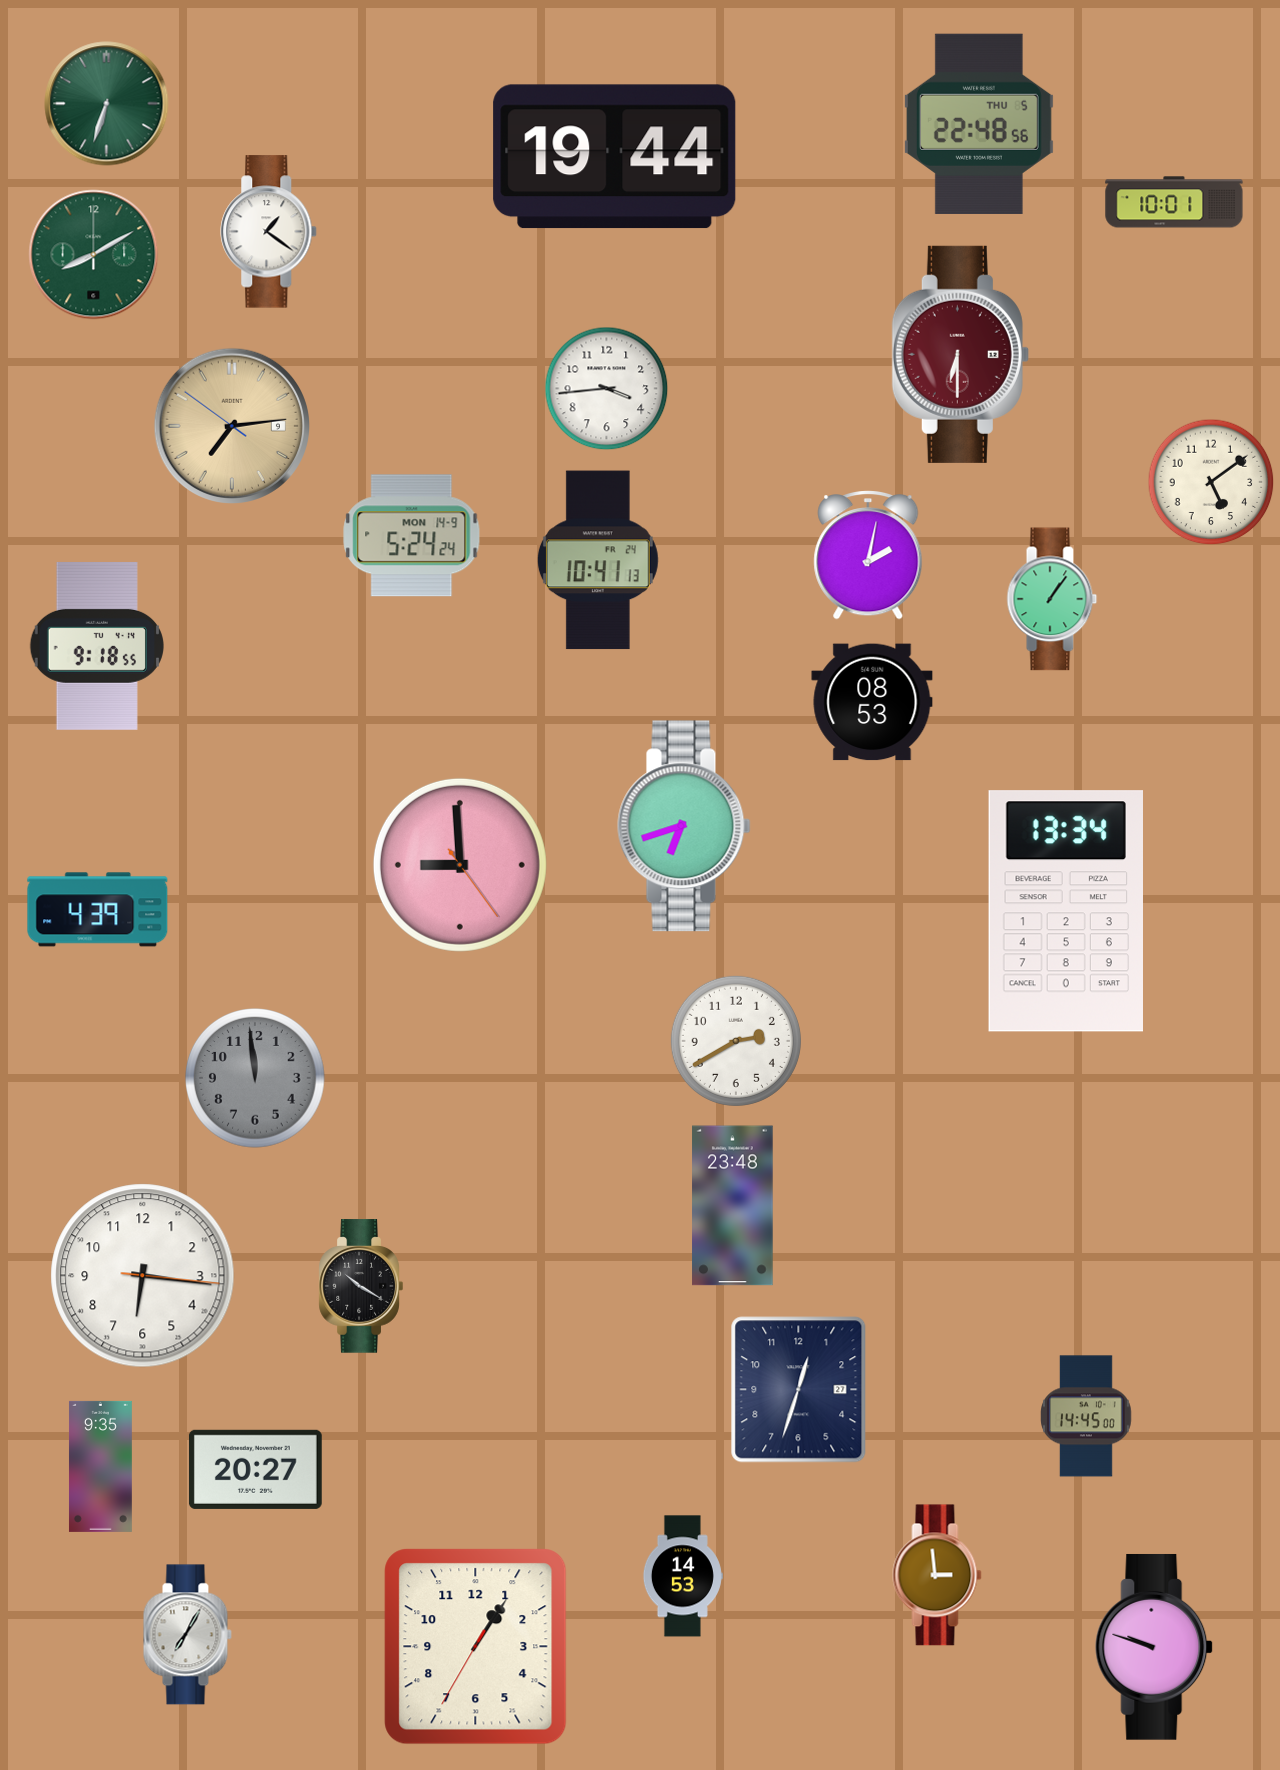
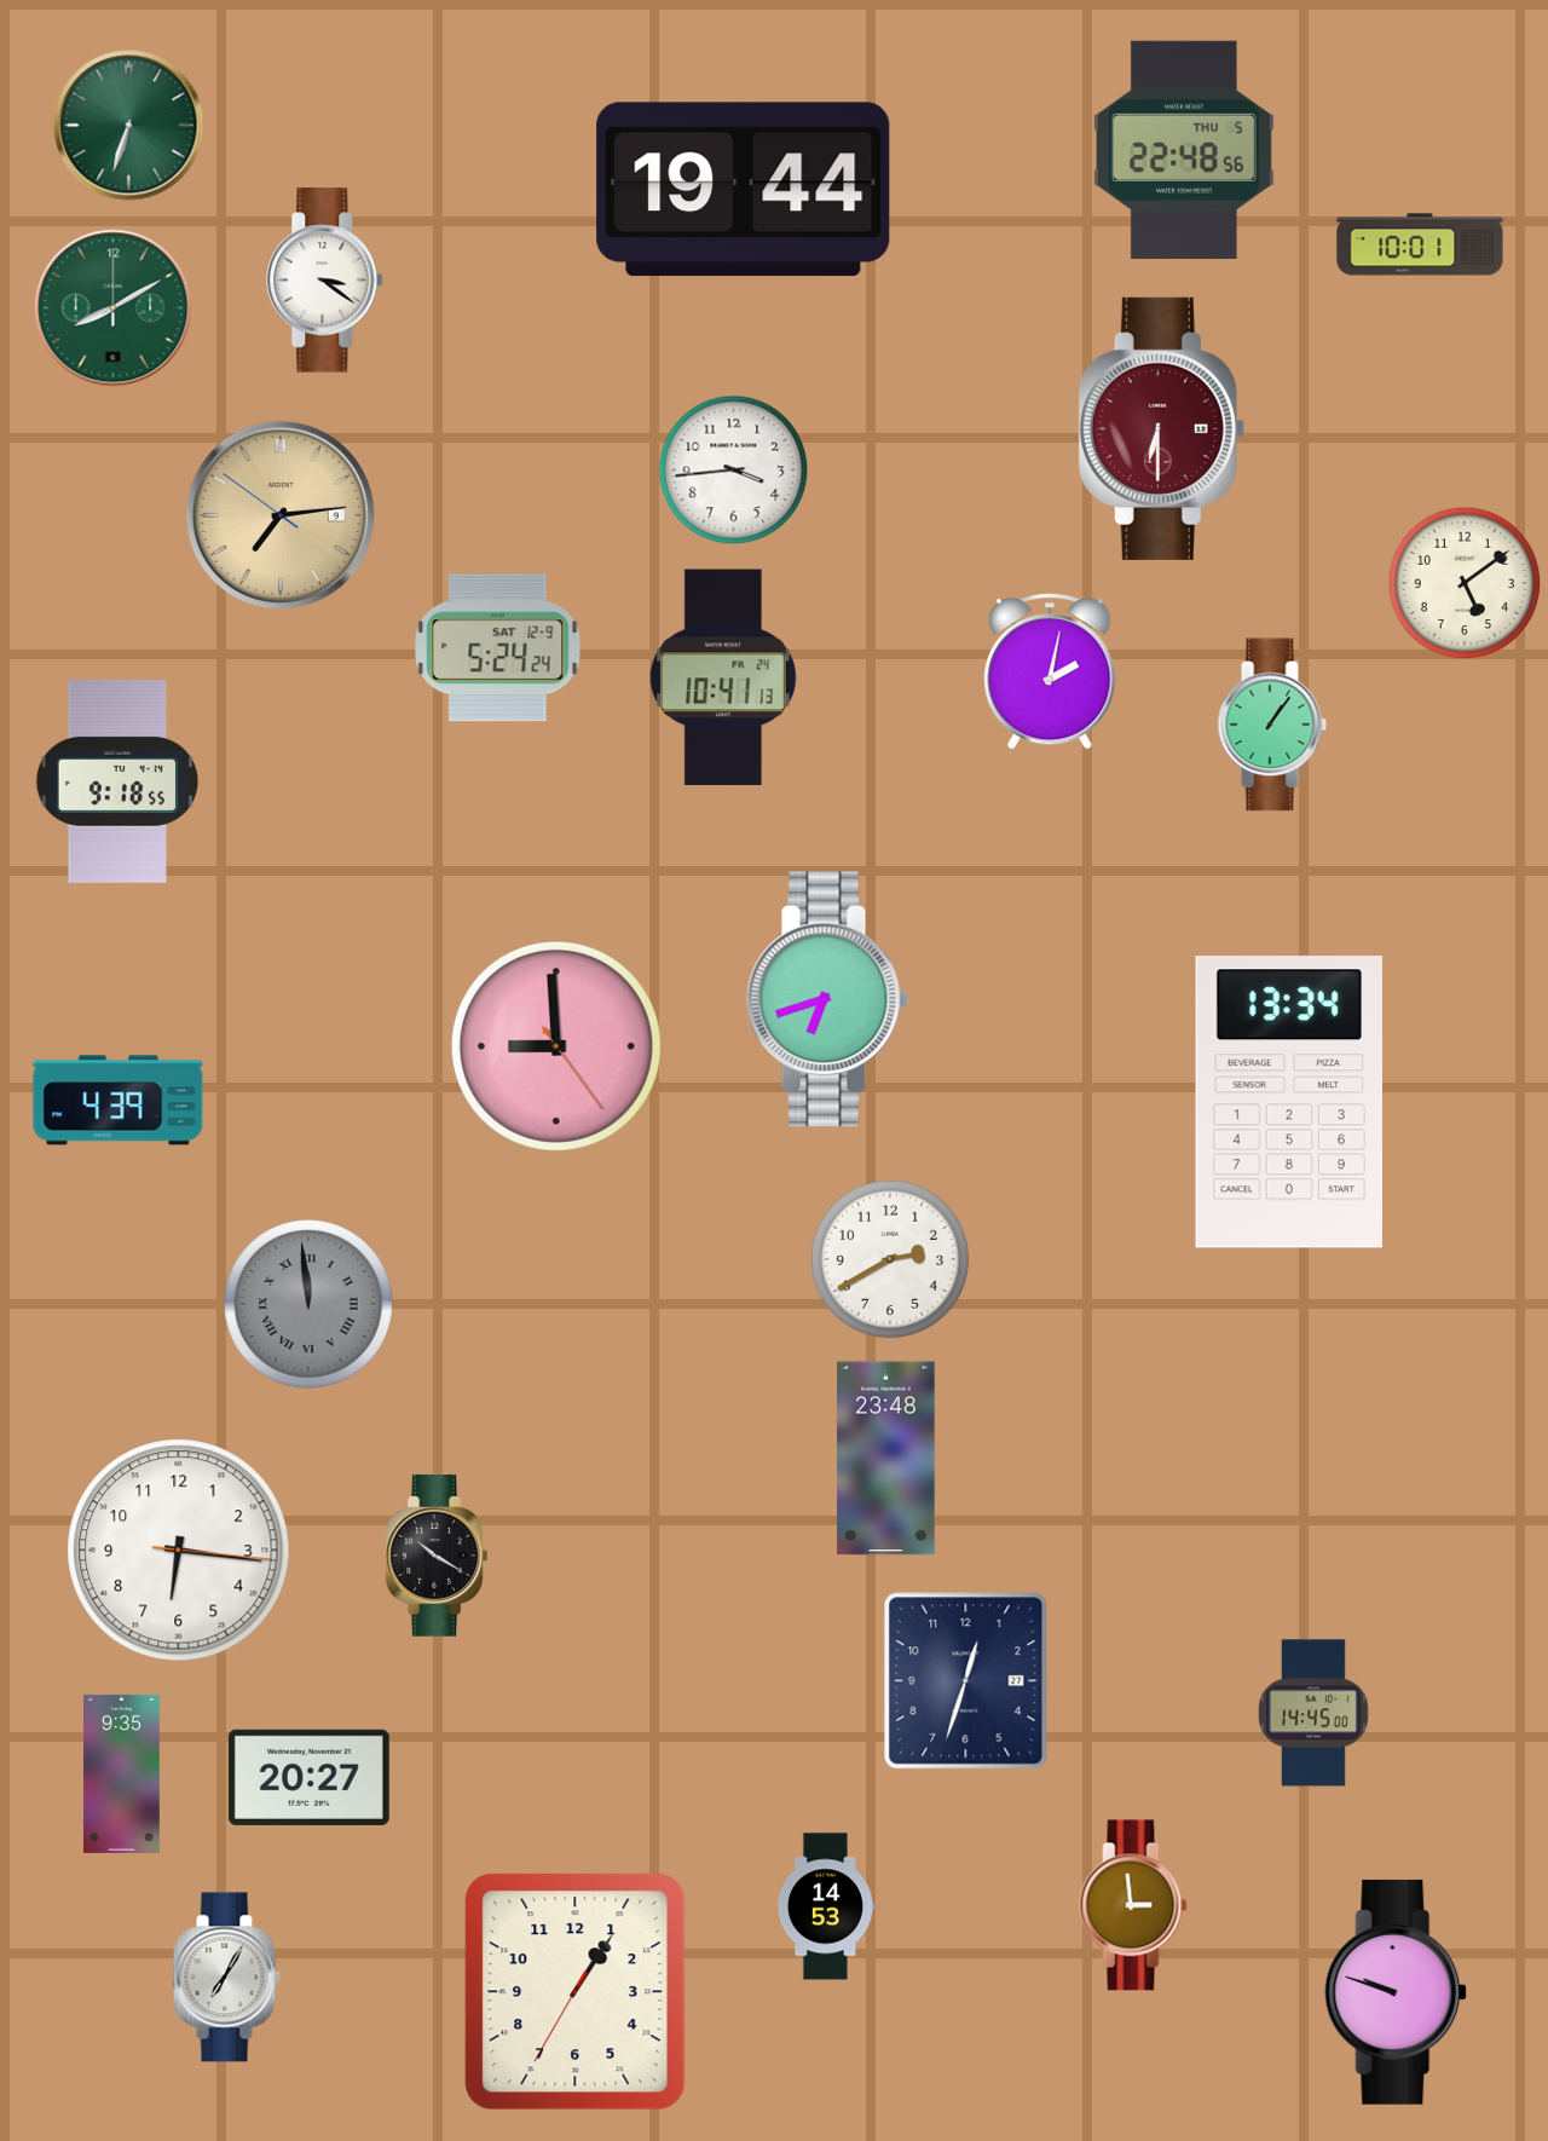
clock at (269, 232): 1:21 -> 3:21
clock at (412, 536) date: MON 14-9 -> SAT 12-9
clock at (872, 702): 08:53 -> none
clock at (256, 1079) numerals: Arabic -> Roman
clock at (143, 1276) position: (143, 1276) -> (179, 1551)
